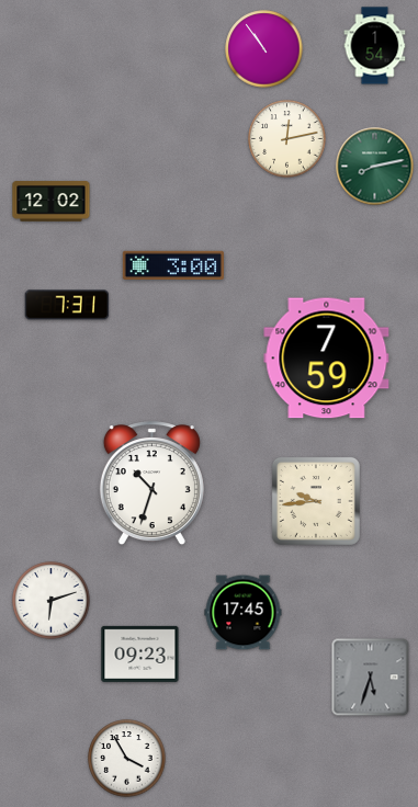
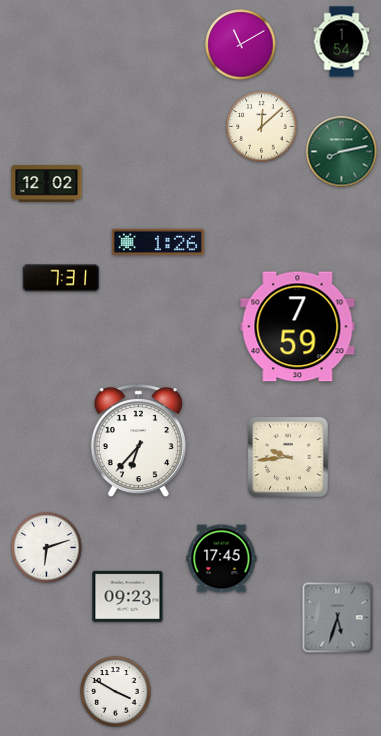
clock at (264, 49): 10:54 -> 11:10
clock at (287, 139): 12:13 -> 12:08
clock at (173, 265): 3:00 -> 1:26
clock at (151, 484): 10:33 -> 6:37
clock at (127, 759): 3:55 -> 3:50
